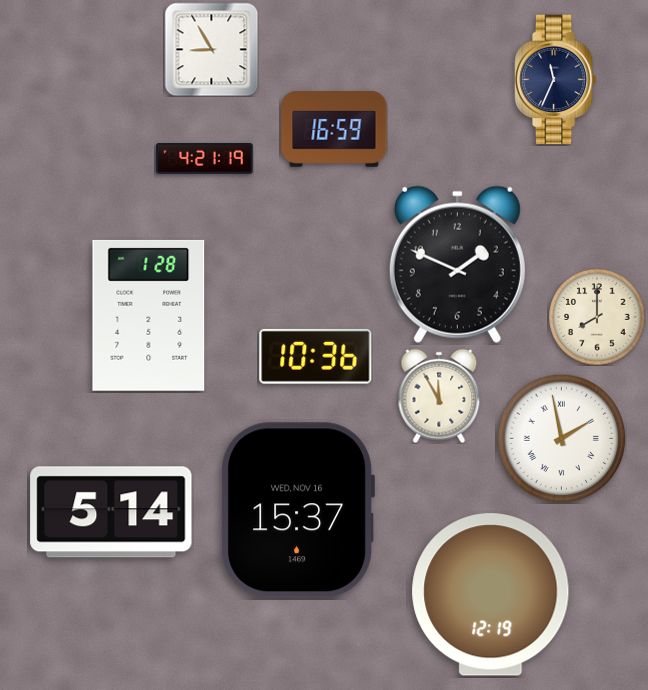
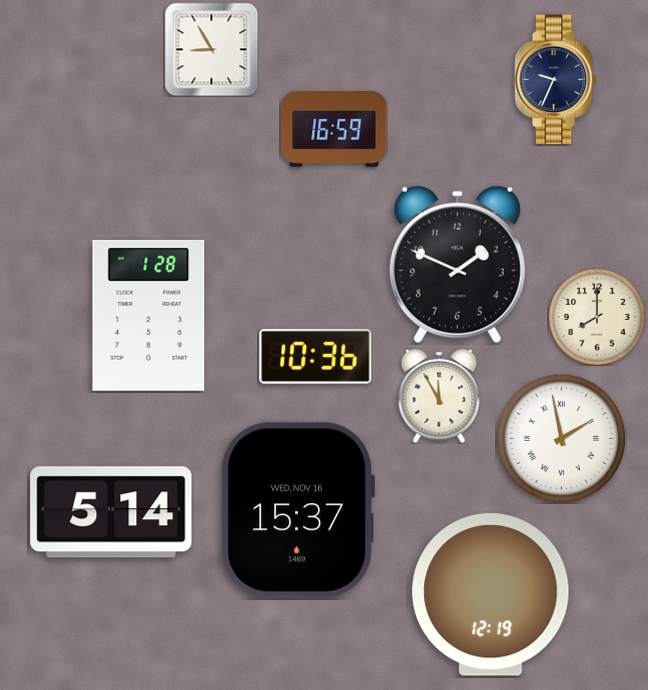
clock at (555, 80): 11:34 -> 9:34
clock at (205, 158): 4:21 -> none
